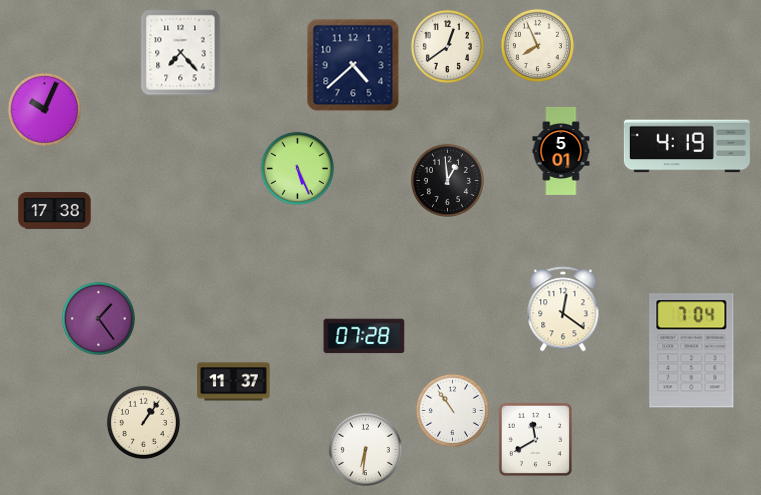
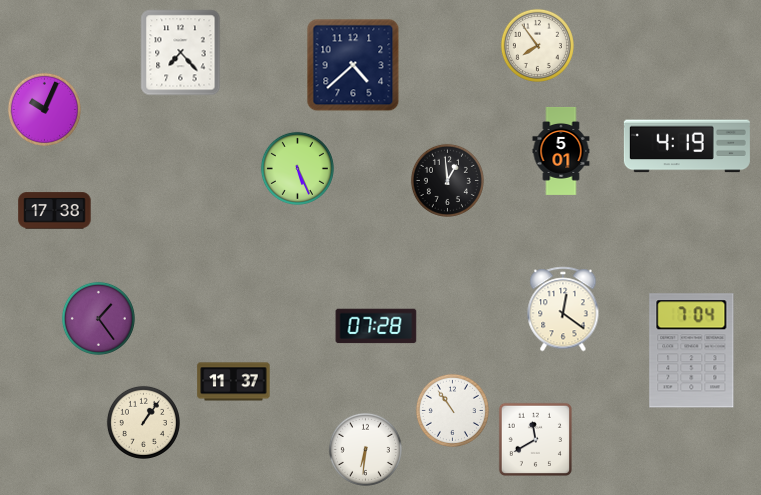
clock at (537, 45): 7:56 -> 7:54
clock at (447, 46): 12:39 -> none
clock at (364, 336) position: (364, 336) -> (376, 326)
